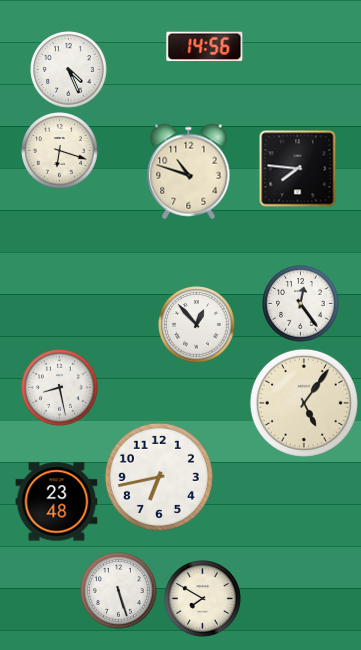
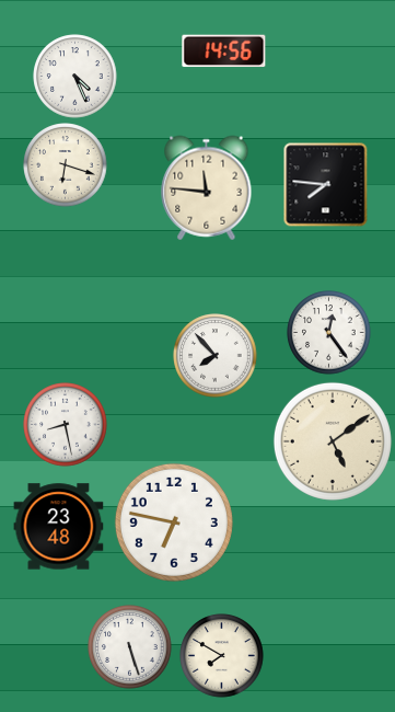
clock at (189, 172): 10:48 -> 11:46
clock at (197, 325): 12:53 -> 7:53
clock at (304, 403): 5:06 -> 5:09
clock at (159, 477): 6:43 -> 6:47
clock at (57, 502) position: (57, 502) -> (59, 527)
